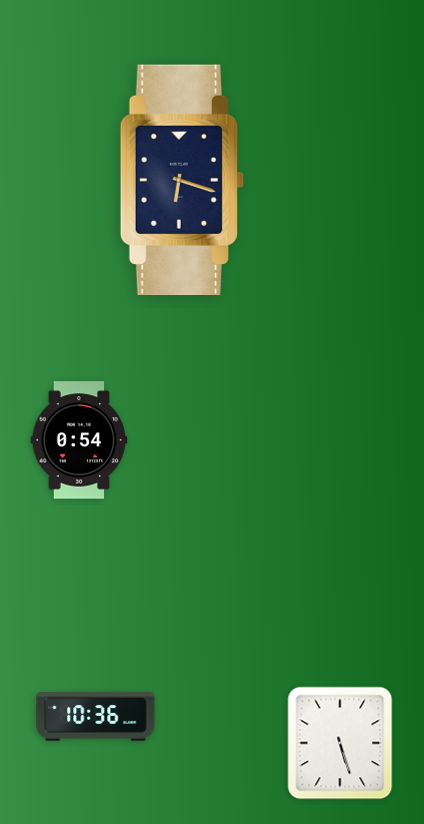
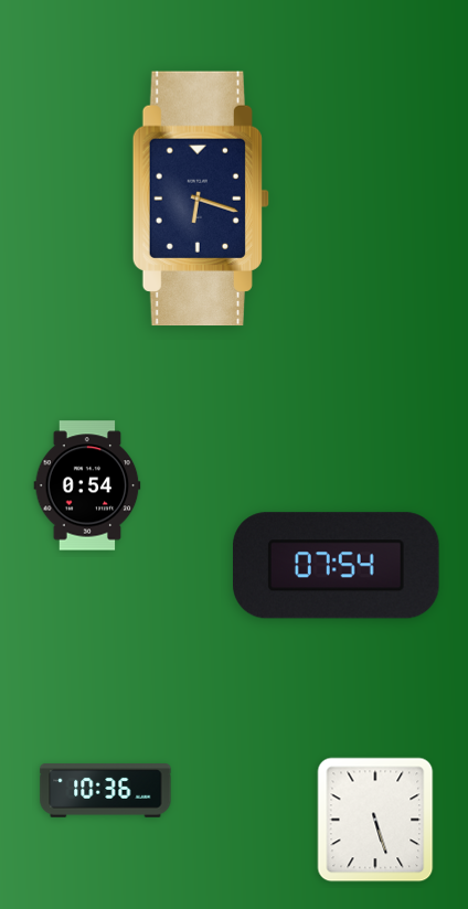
clock at (337, 566): none -> 07:54
